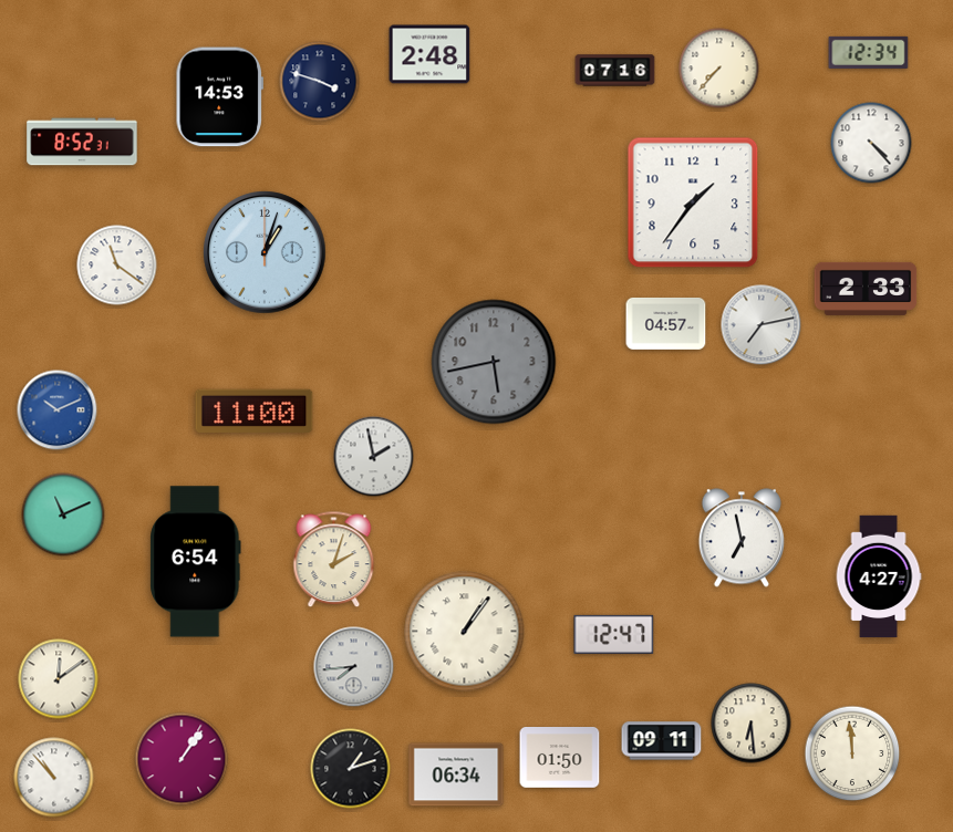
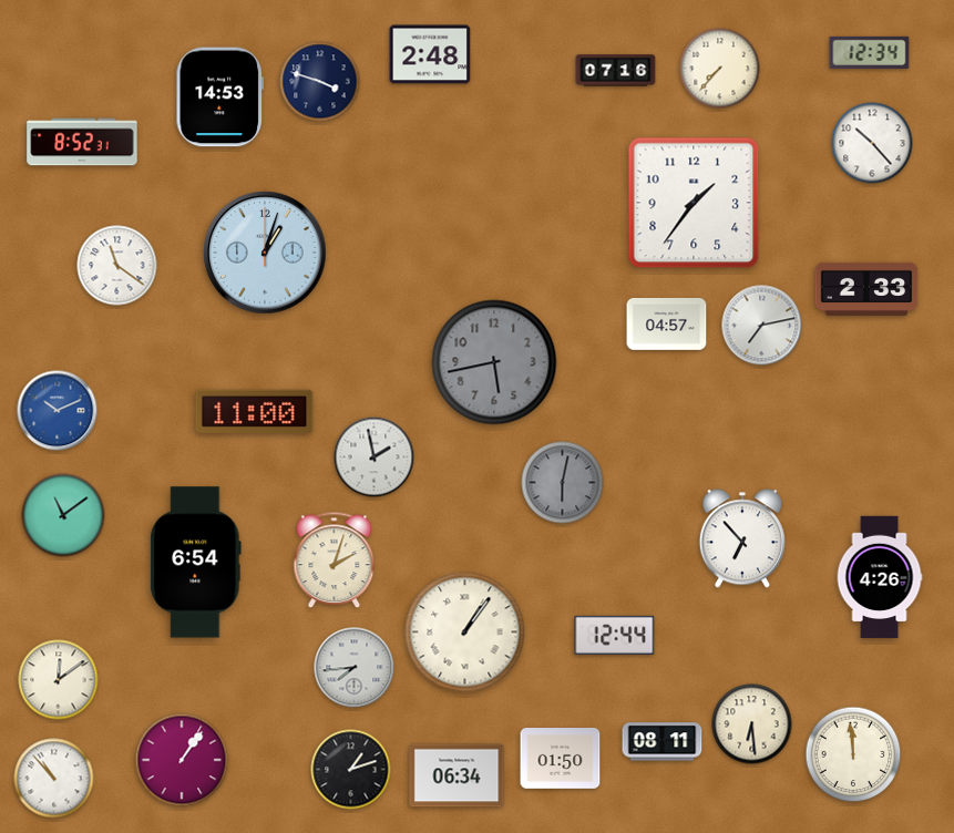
clock at (871, 143): 4:23 -> 10:23
clock at (563, 483): none -> 6:02
clock at (63, 514): 11:11 -> 11:09
clock at (742, 538): 6:58 -> 6:53
clock at (879, 576): 4:27 -> 4:26
clock at (614, 634): 12:47 -> 12:44
clock at (662, 741): 09:11 -> 08:11
